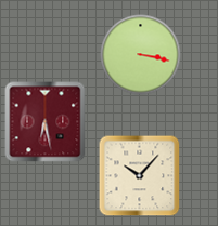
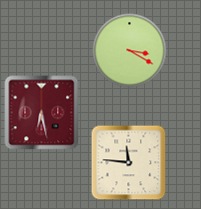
clock at (141, 55): 3:17 -> 3:20
clock at (140, 176): 10:07 -> 11:46
